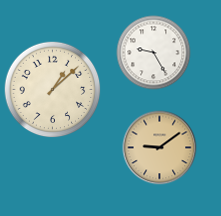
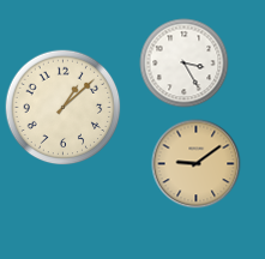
clock at (154, 53): 9:25 -> 3:25
clock at (160, 148) position: (160, 148) -> (197, 164)
